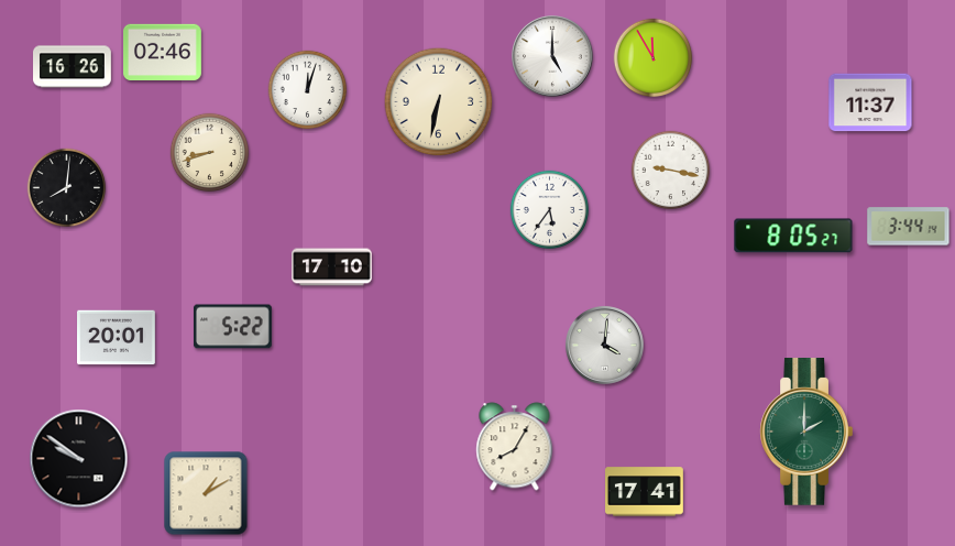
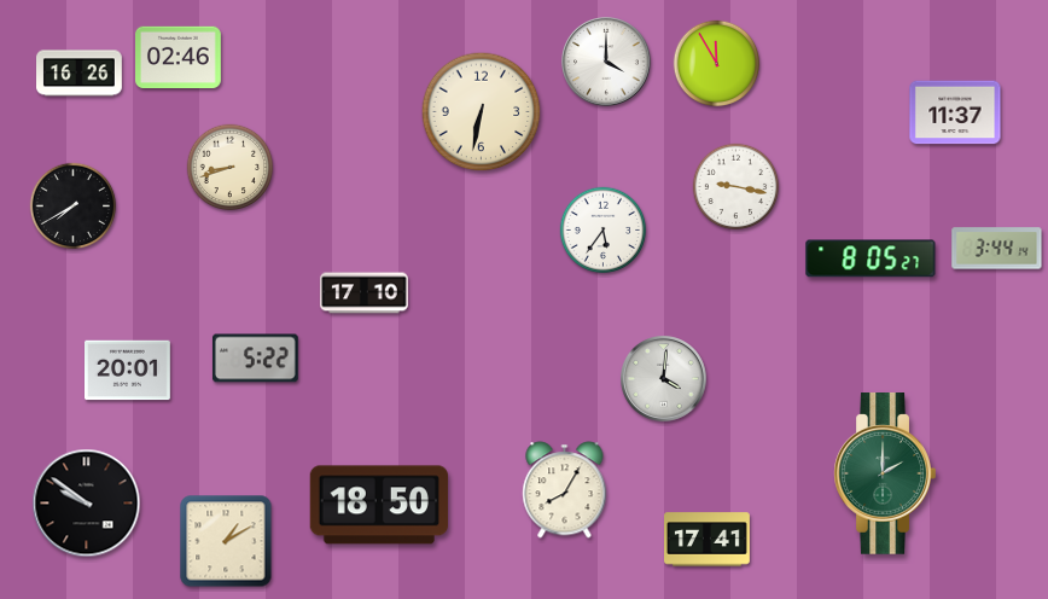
clock at (552, 56): 5:00 -> 4:00
clock at (308, 90): 12:03 -> none
clock at (67, 188): 8:01 -> 7:40
clock at (379, 505): none -> 18:50
